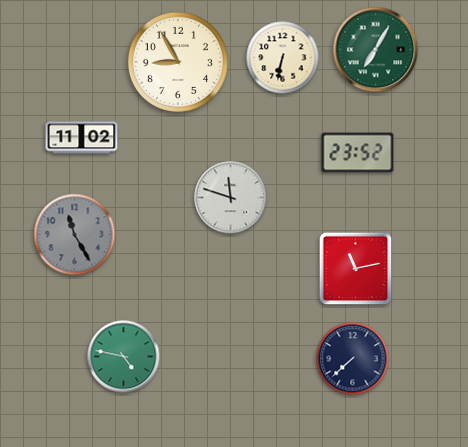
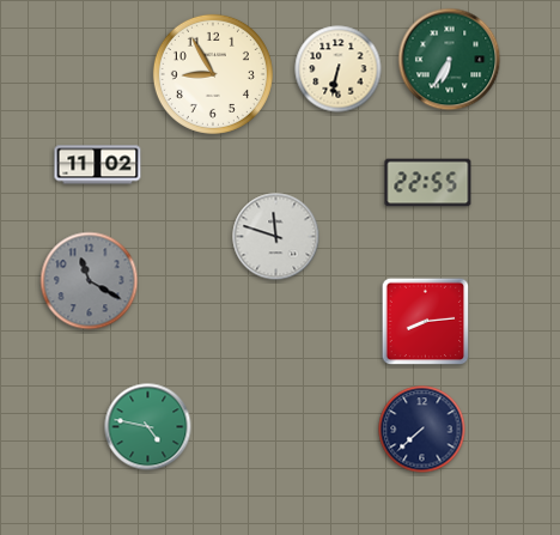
clock at (376, 50): 7:05 -> 6:35
clock at (358, 153): 23:52 -> 22:55
clock at (75, 235): 11:25 -> 11:20
clock at (356, 269): 11:13 -> 8:14
